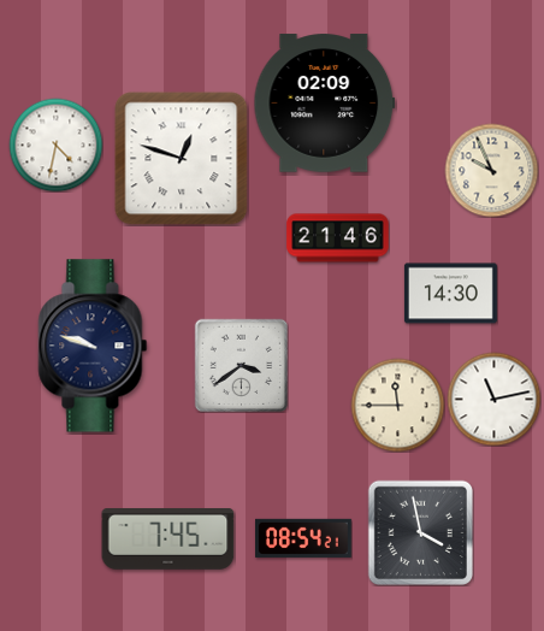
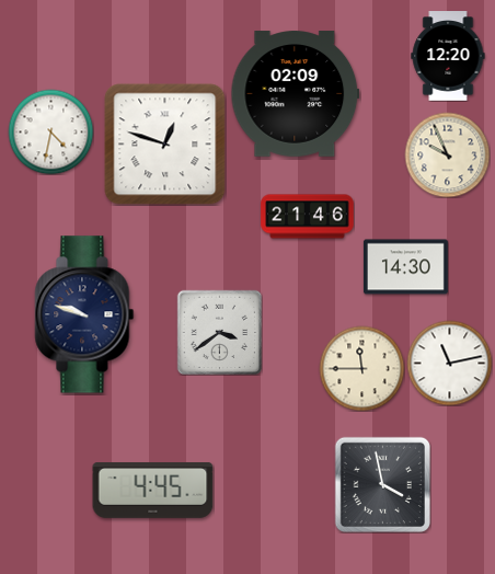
clock at (448, 56): none -> 12:20
clock at (450, 294) position: (450, 294) -> (405, 267)
clock at (304, 538): 08:54 -> none
clock at (168, 539): 7:45 -> 4:45
